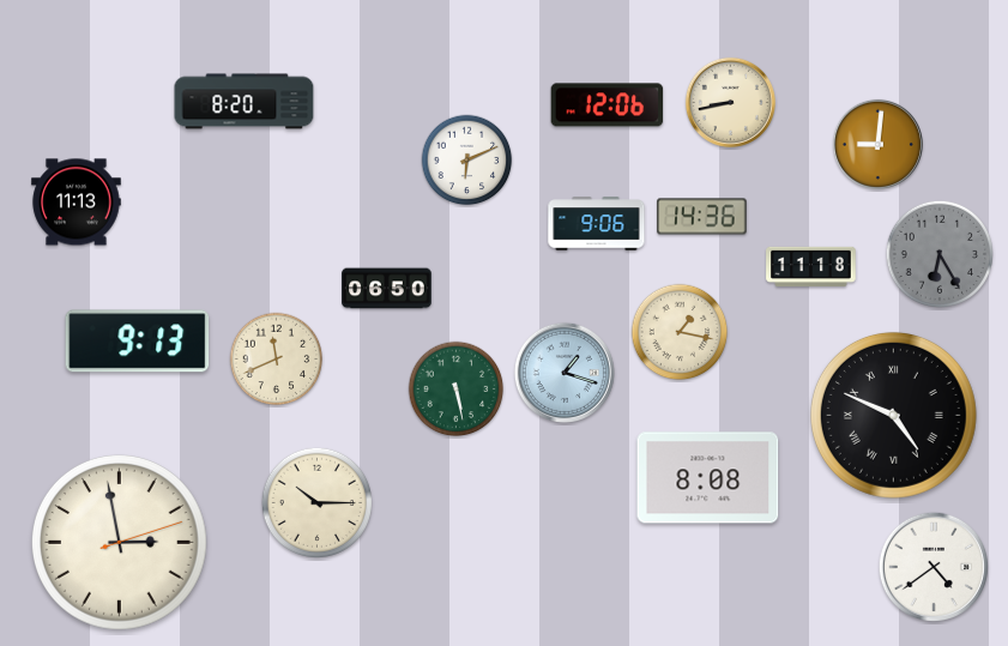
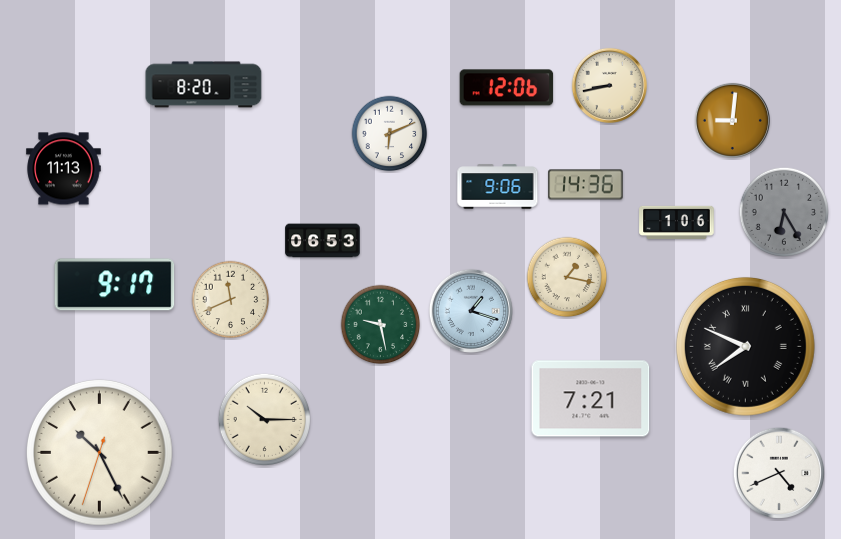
clock at (702, 217) position: (702, 217) -> (586, 185)
clock at (811, 266): 11:18 -> 1:06
clock at (387, 289): 06:50 -> 06:53
clock at (138, 342): 9:13 -> 9:17
clock at (457, 390): 5:28 -> 9:28
clock at (893, 415): 4:49 -> 7:49
clock at (708, 478): 8:08 -> 7:21
clock at (120, 543): 2:58 -> 10:25
clock at (934, 567): 4:39 -> 4:41
